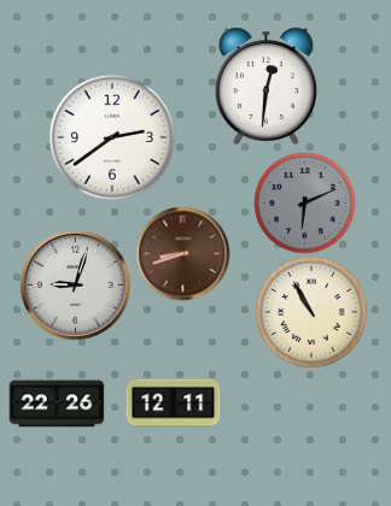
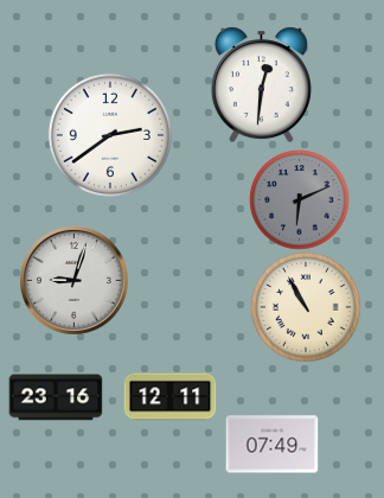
clock at (182, 253): 8:42 -> none
clock at (57, 404): 22:26 -> 23:16
clock at (271, 445): none -> 07:49
